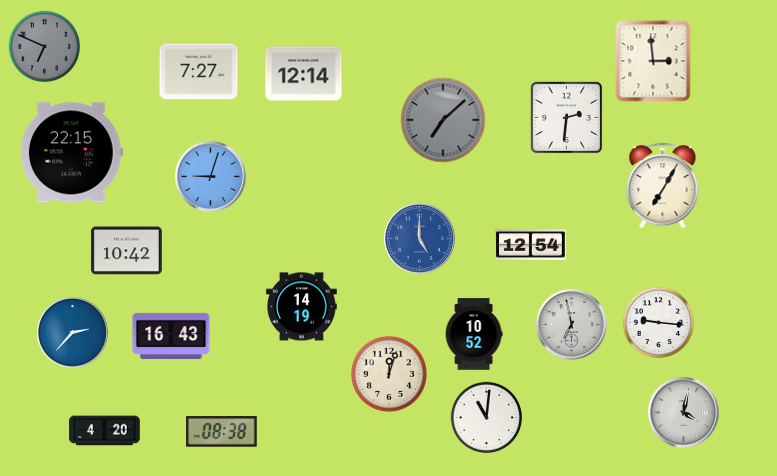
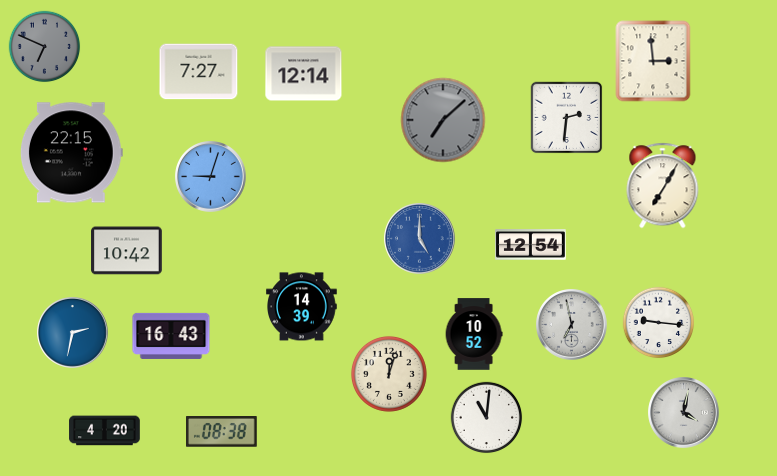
clock at (302, 307): 14:19 -> 14:39
clock at (73, 333): 2:37 -> 2:32
